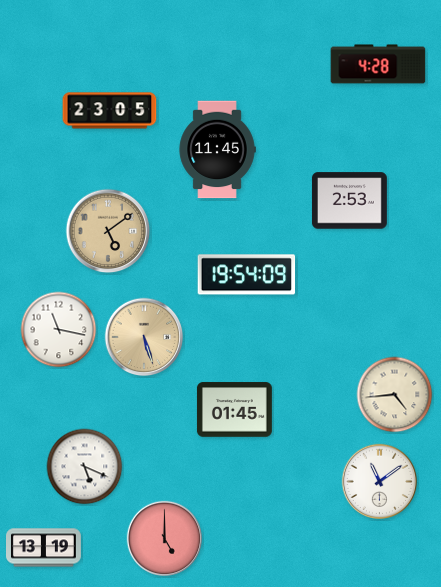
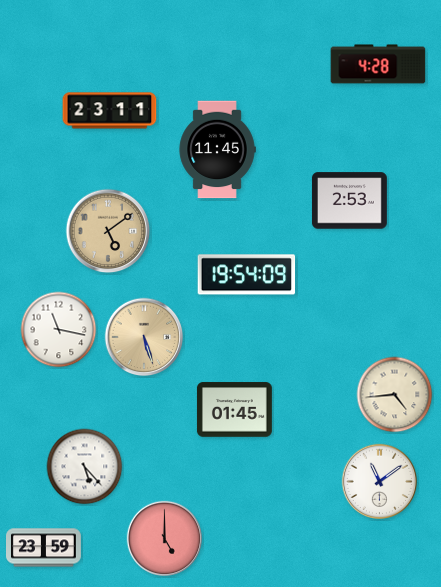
clock at (110, 111): 23:05 -> 23:11
clock at (85, 467): 5:19 -> 5:23
clock at (44, 548): 13:19 -> 23:59
